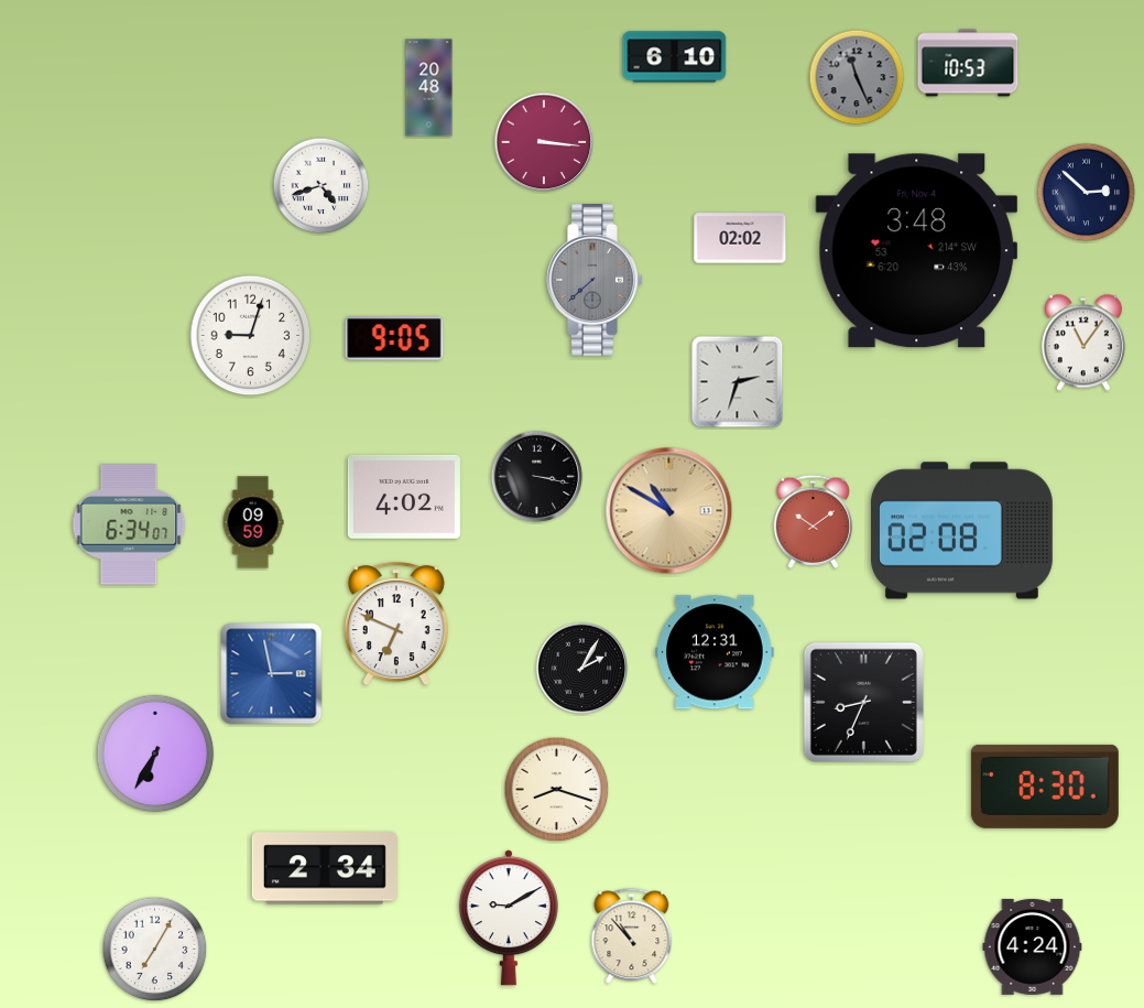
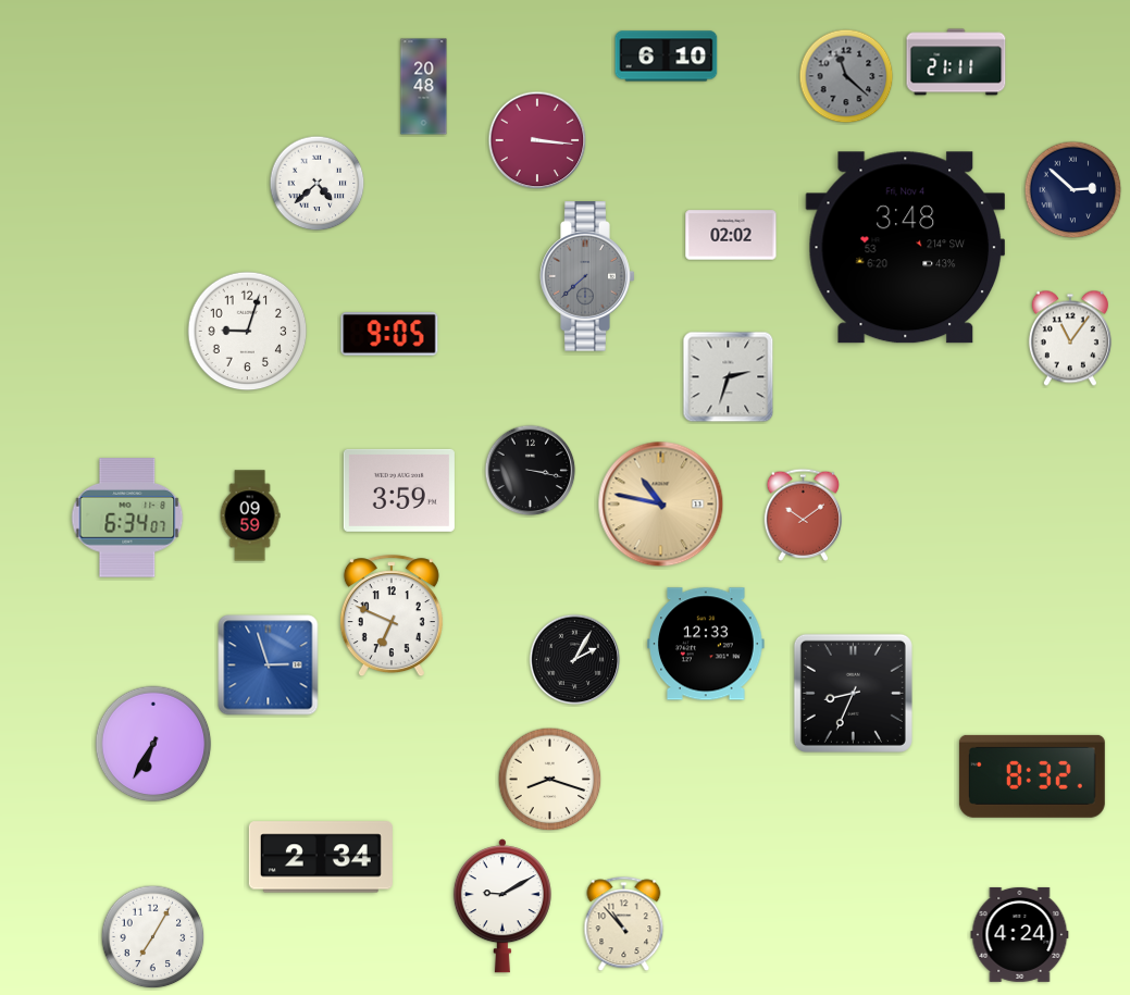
clock at (968, 63): 10:53 -> 21:11
clock at (857, 77): 11:26 -> 11:22
clock at (322, 186): 4:42 -> 4:38
clock at (404, 497): 4:02 -> 3:59
clock at (669, 511): 10:50 -> 10:47
clock at (962, 531): 02:08 -> none
clock at (715, 652): 12:31 -> 12:33
clock at (272, 674): 2:58 -> 2:57
clock at (1045, 787): 8:30 -> 8:32
